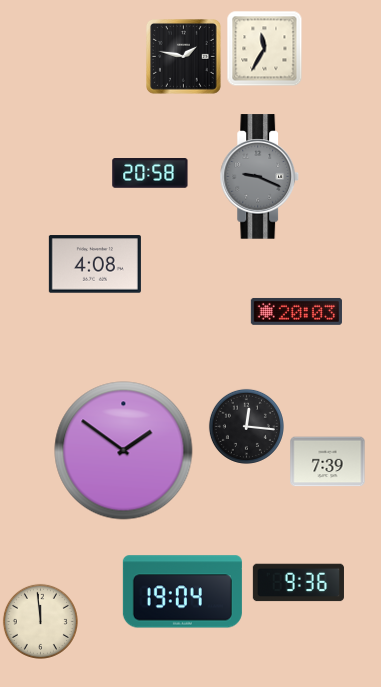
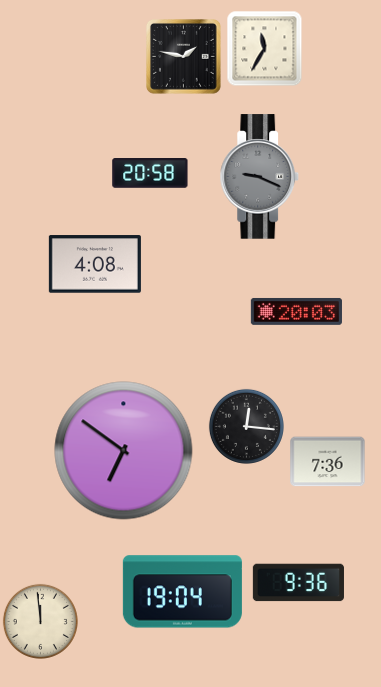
clock at (124, 451): 1:51 -> 6:51
clock at (328, 462): 7:39 -> 7:36
